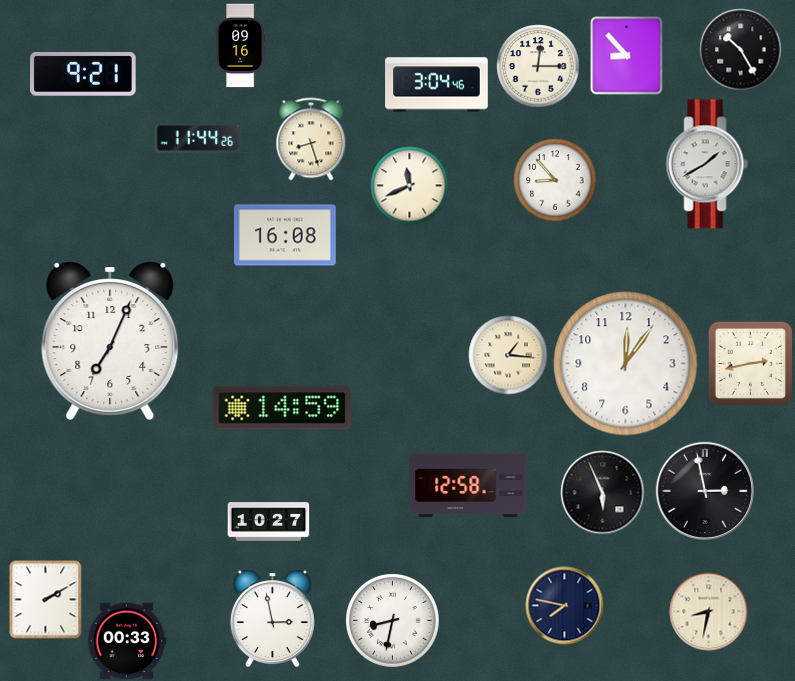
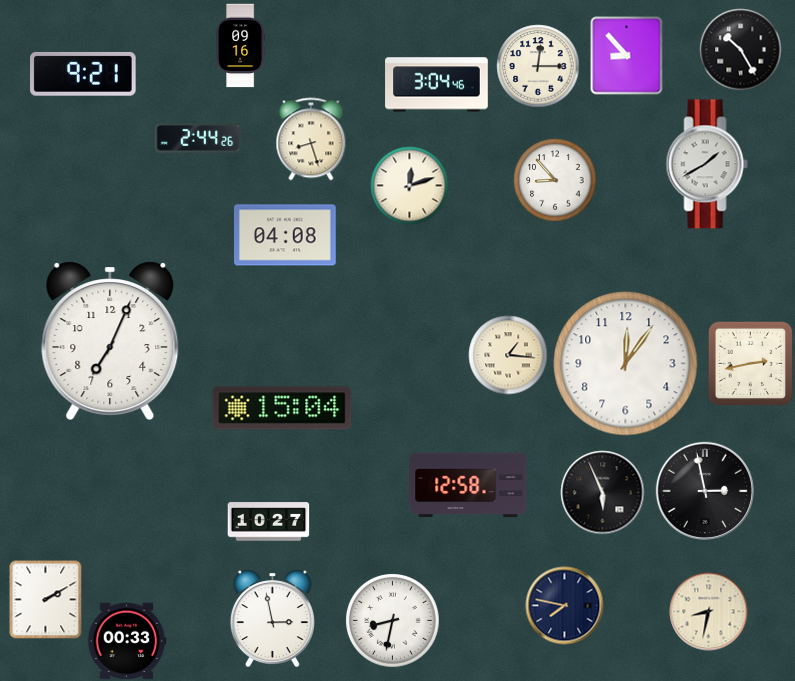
clock at (198, 138): 11:44 -> 2:44
clock at (409, 185): 11:41 -> 12:12
clock at (286, 235): 16:08 -> 04:08
clock at (282, 408): 14:59 -> 15:04
